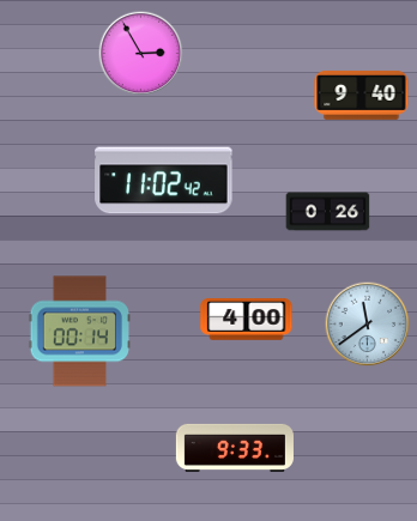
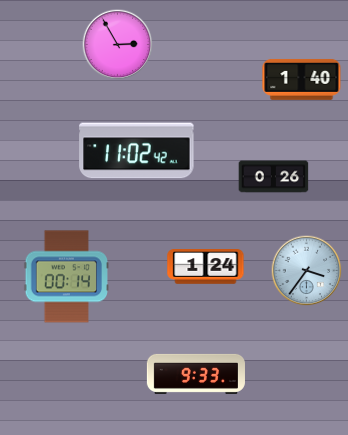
clock at (362, 95): 9:40 -> 1:40
clock at (247, 320): 4:00 -> 1:24
clock at (368, 325): 11:39 -> 3:36
